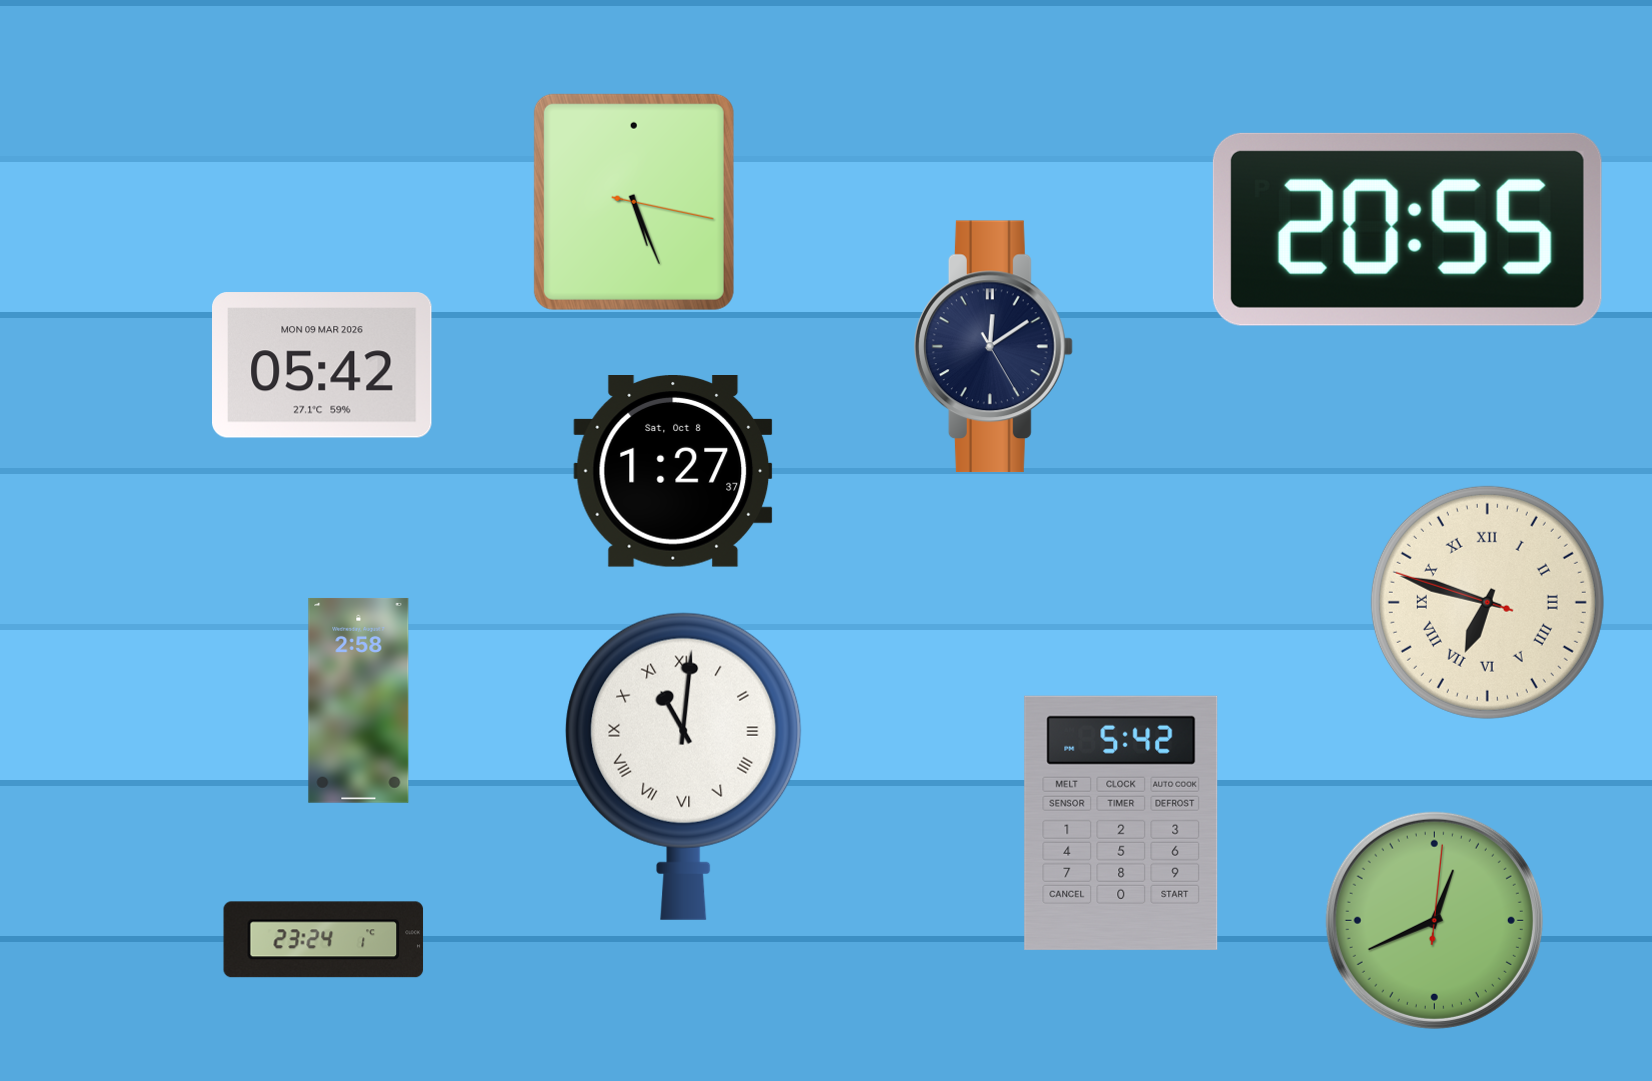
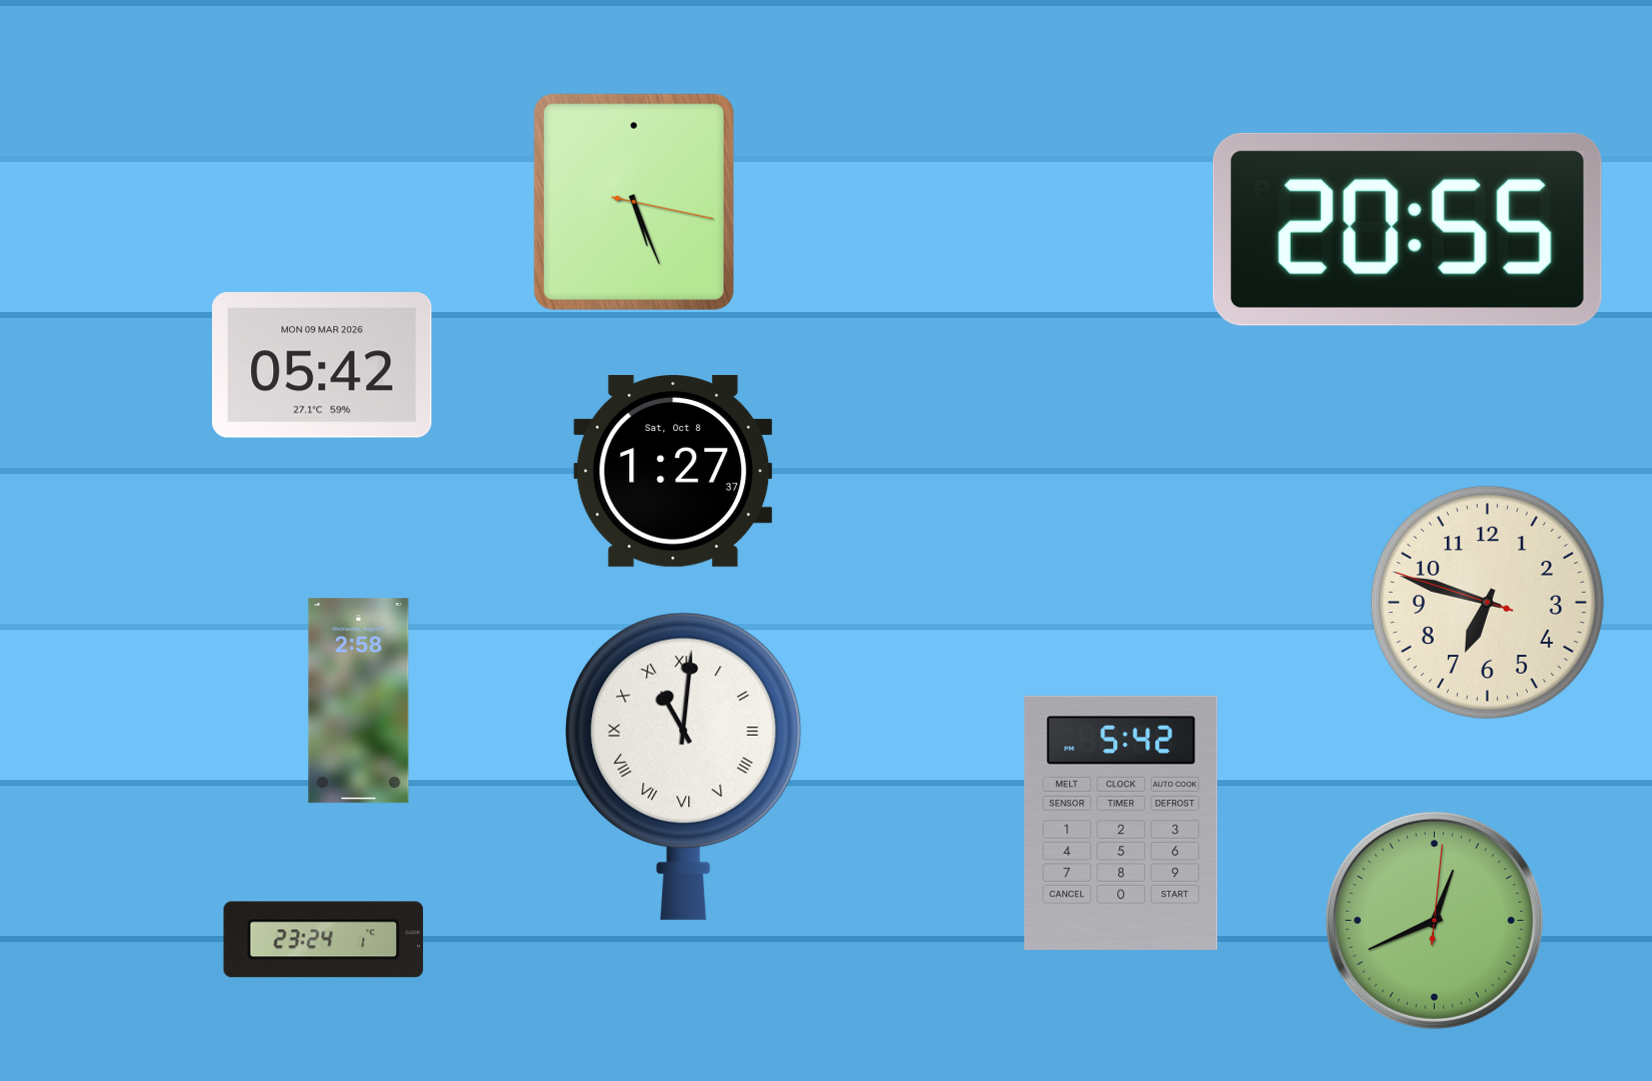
clock at (993, 347): 12:09 -> none
clock at (1487, 602) numerals: Roman -> Arabic
